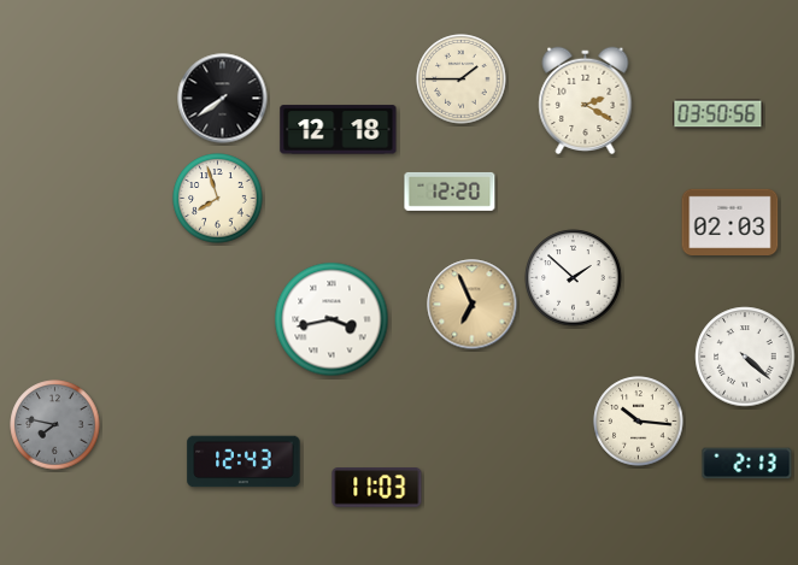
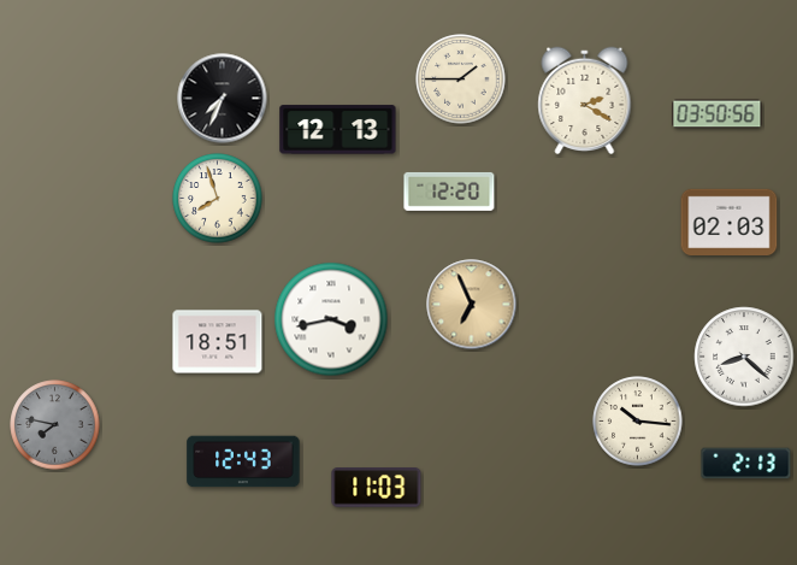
clock at (223, 99): 7:39 -> 7:34
clock at (339, 130): 12:18 -> 12:13
clock at (574, 278): 1:52 -> none
clock at (218, 342): none -> 18:51
clock at (745, 357): 4:22 -> 8:22
